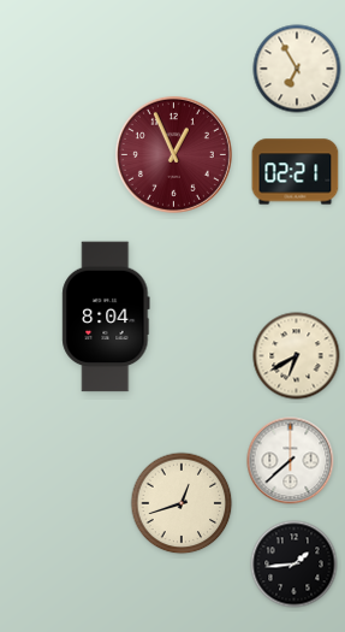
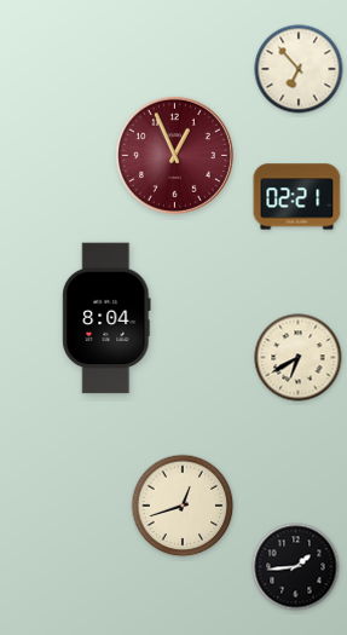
clock at (297, 69): 6:55 -> 6:53
clock at (296, 172) position: (296, 172) -> (297, 197)
clock at (291, 461): 7:38 -> none
